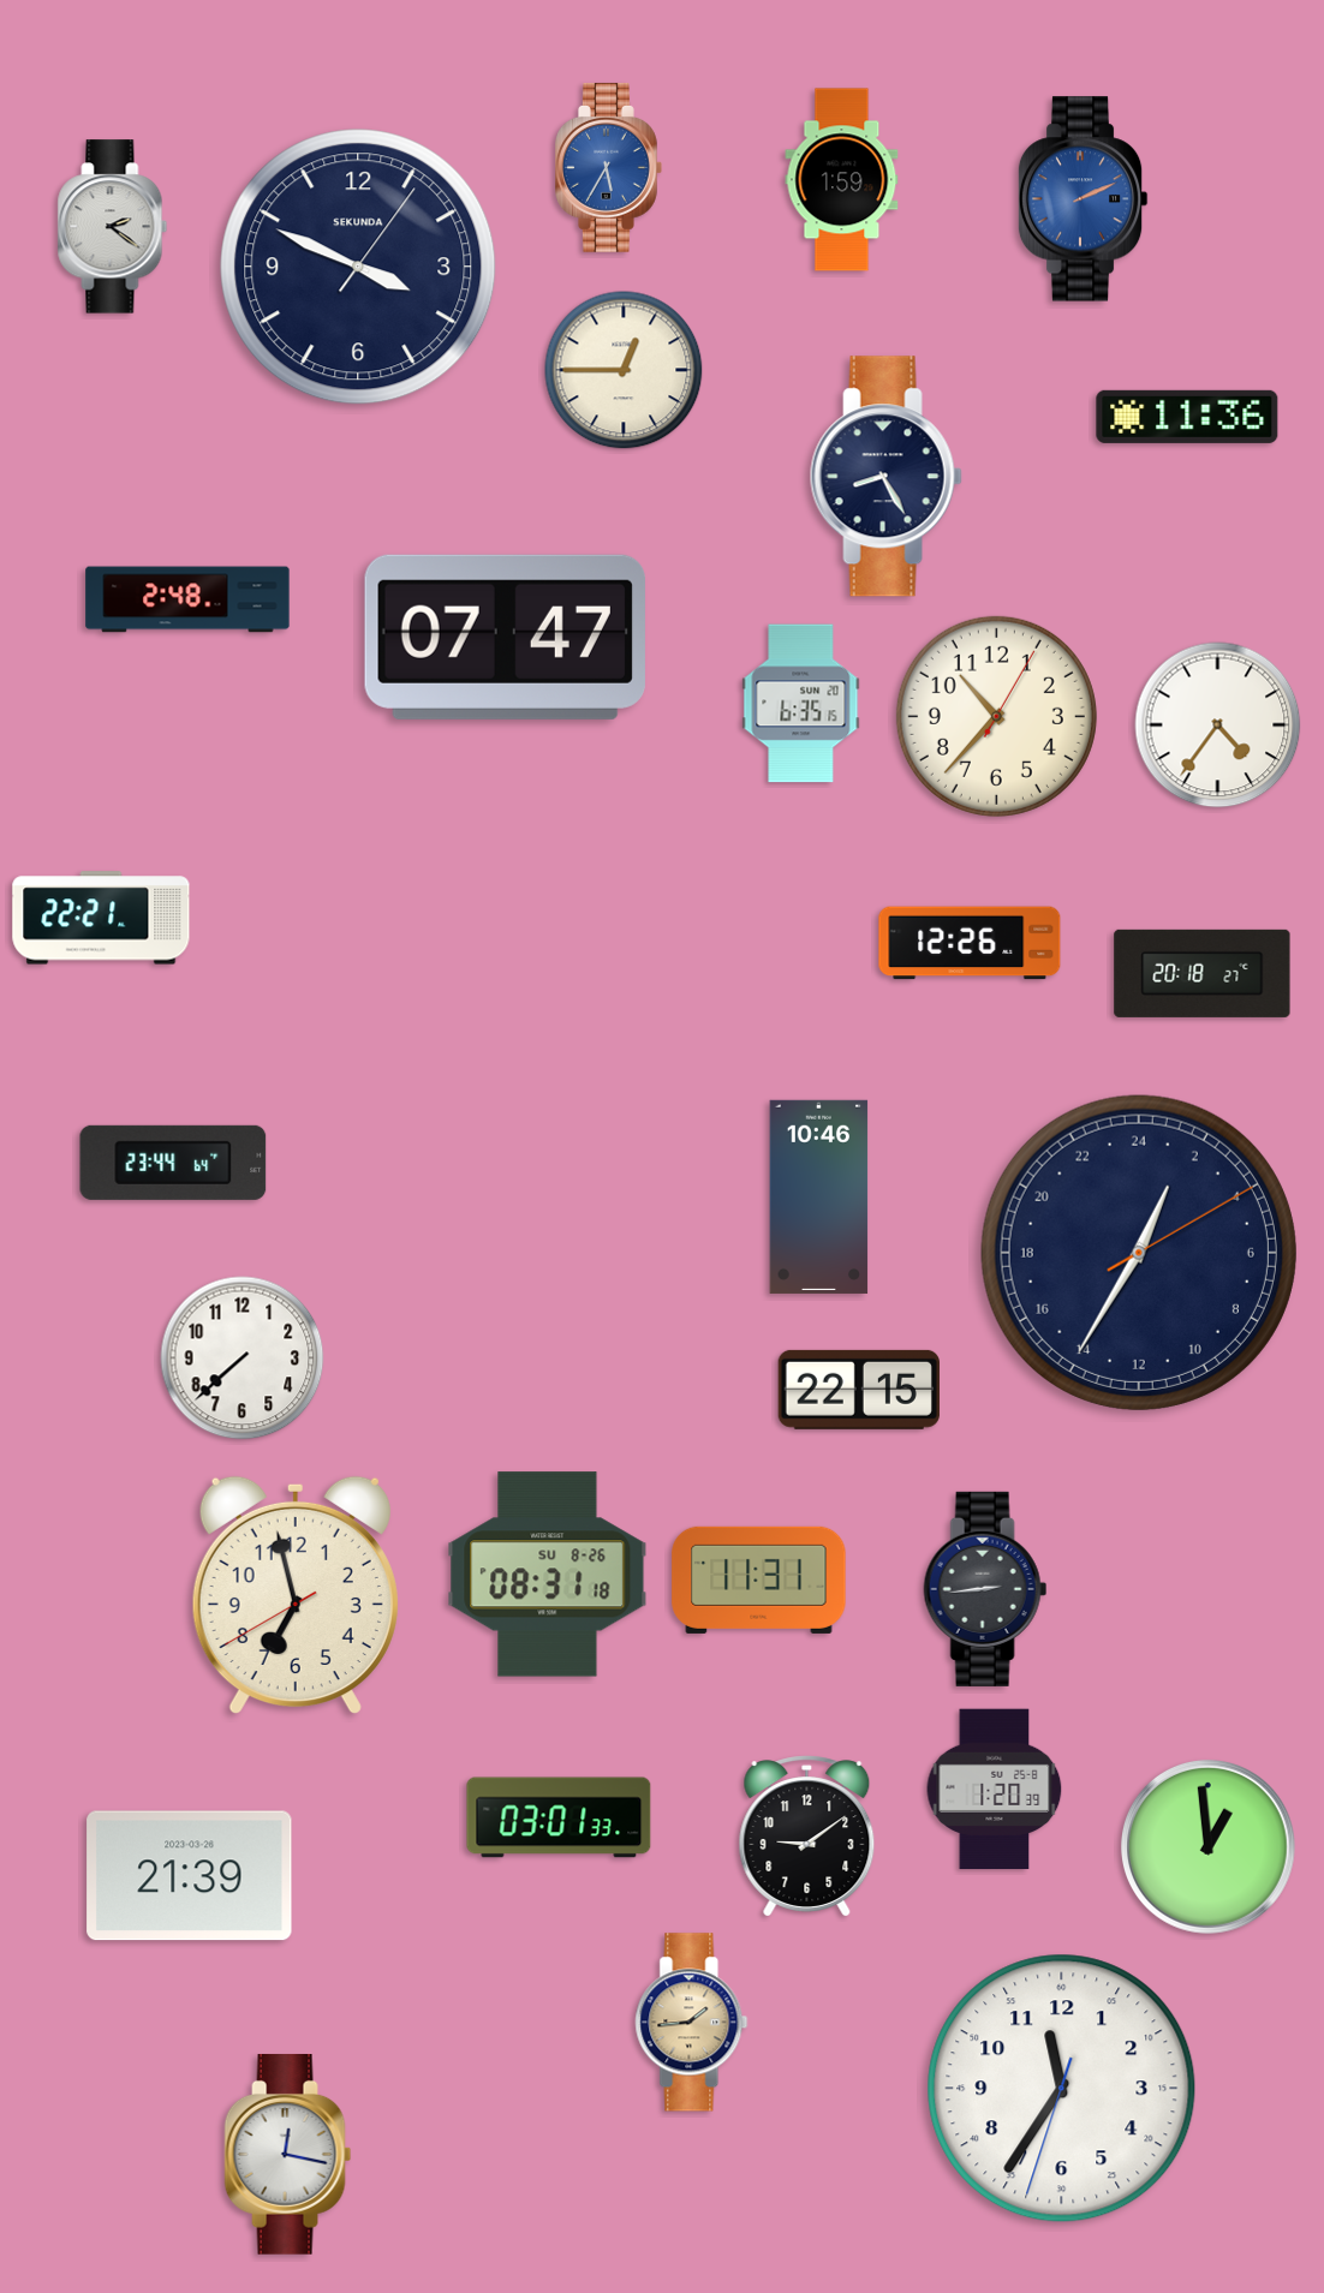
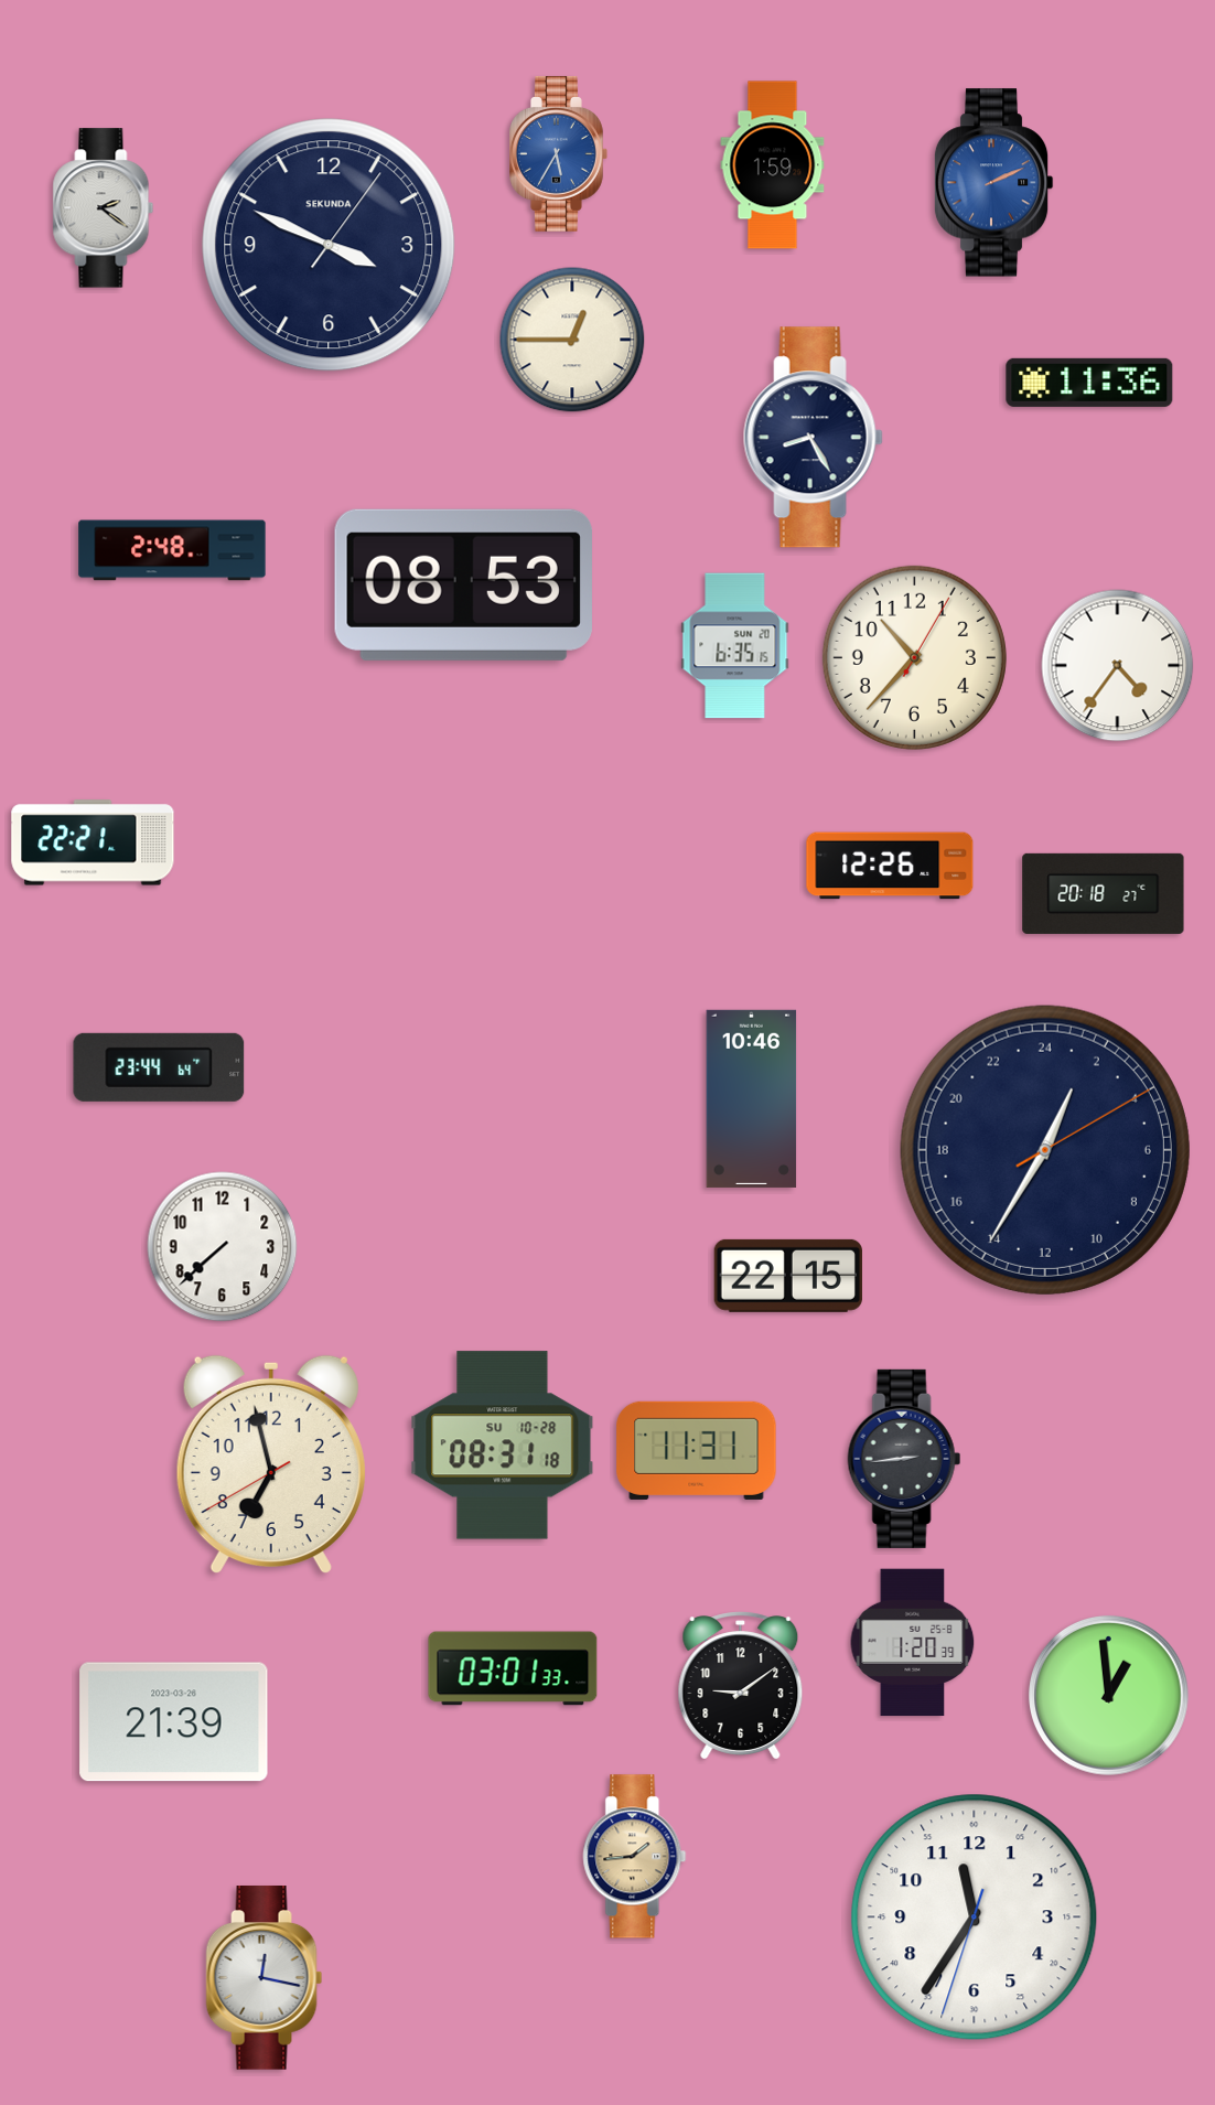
clock at (505, 637): 07:47 -> 08:53
clock at (548, 1575) date: SU 8-26 -> SU 10-28
